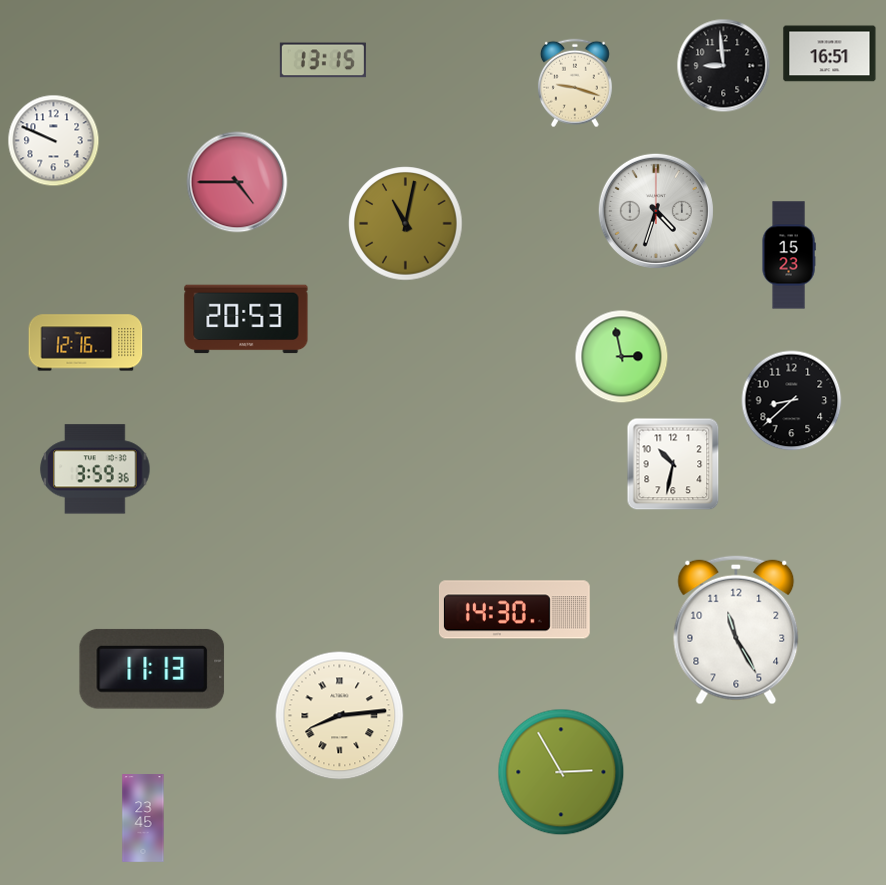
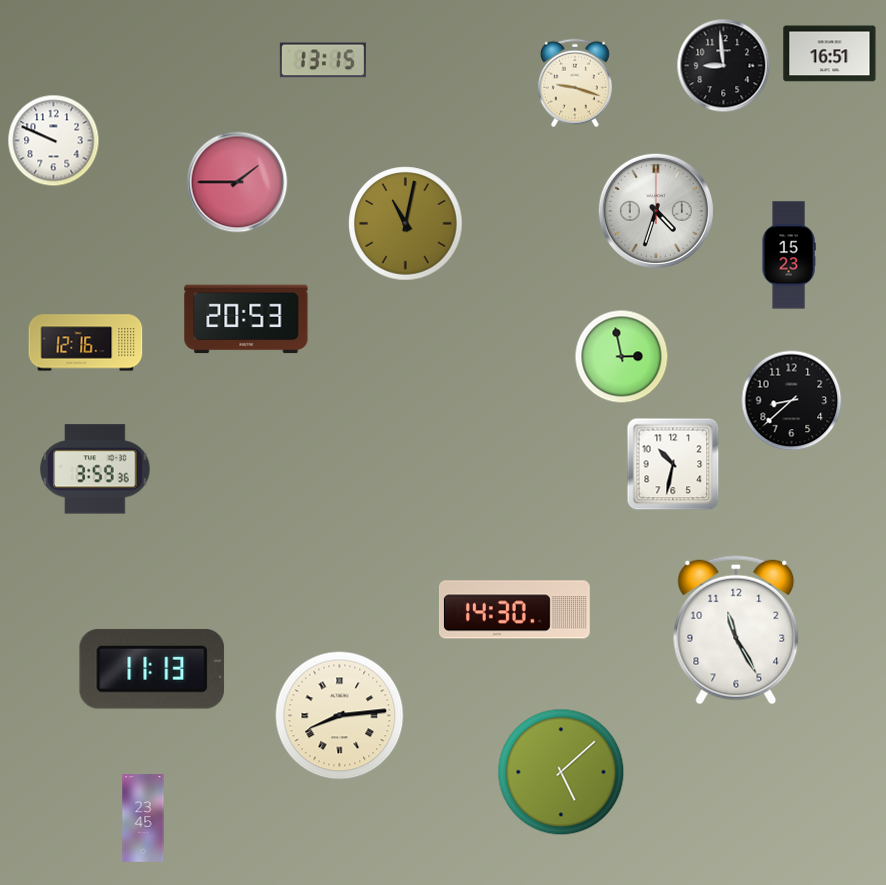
clock at (237, 182): 4:45 -> 1:45
clock at (561, 772): 2:55 -> 5:08
